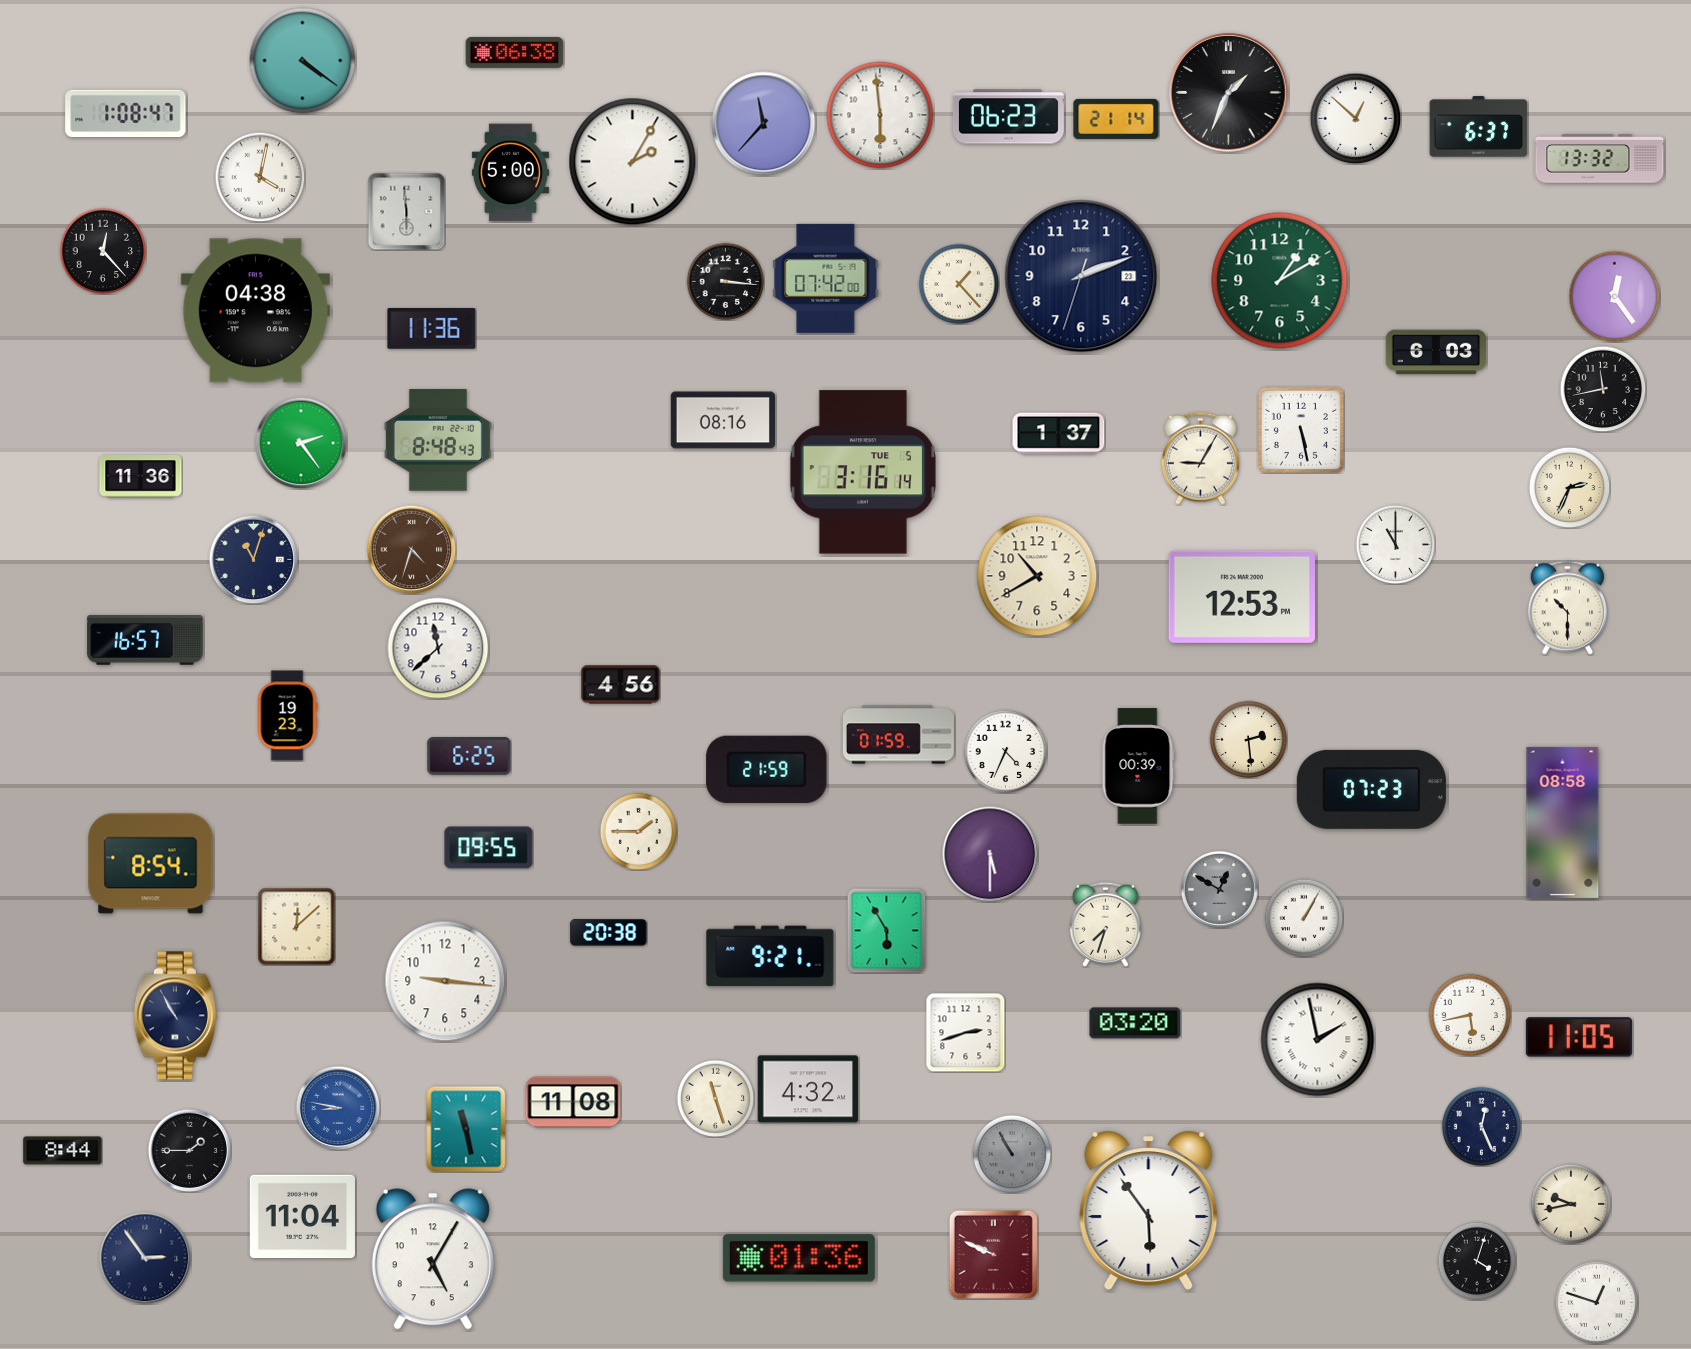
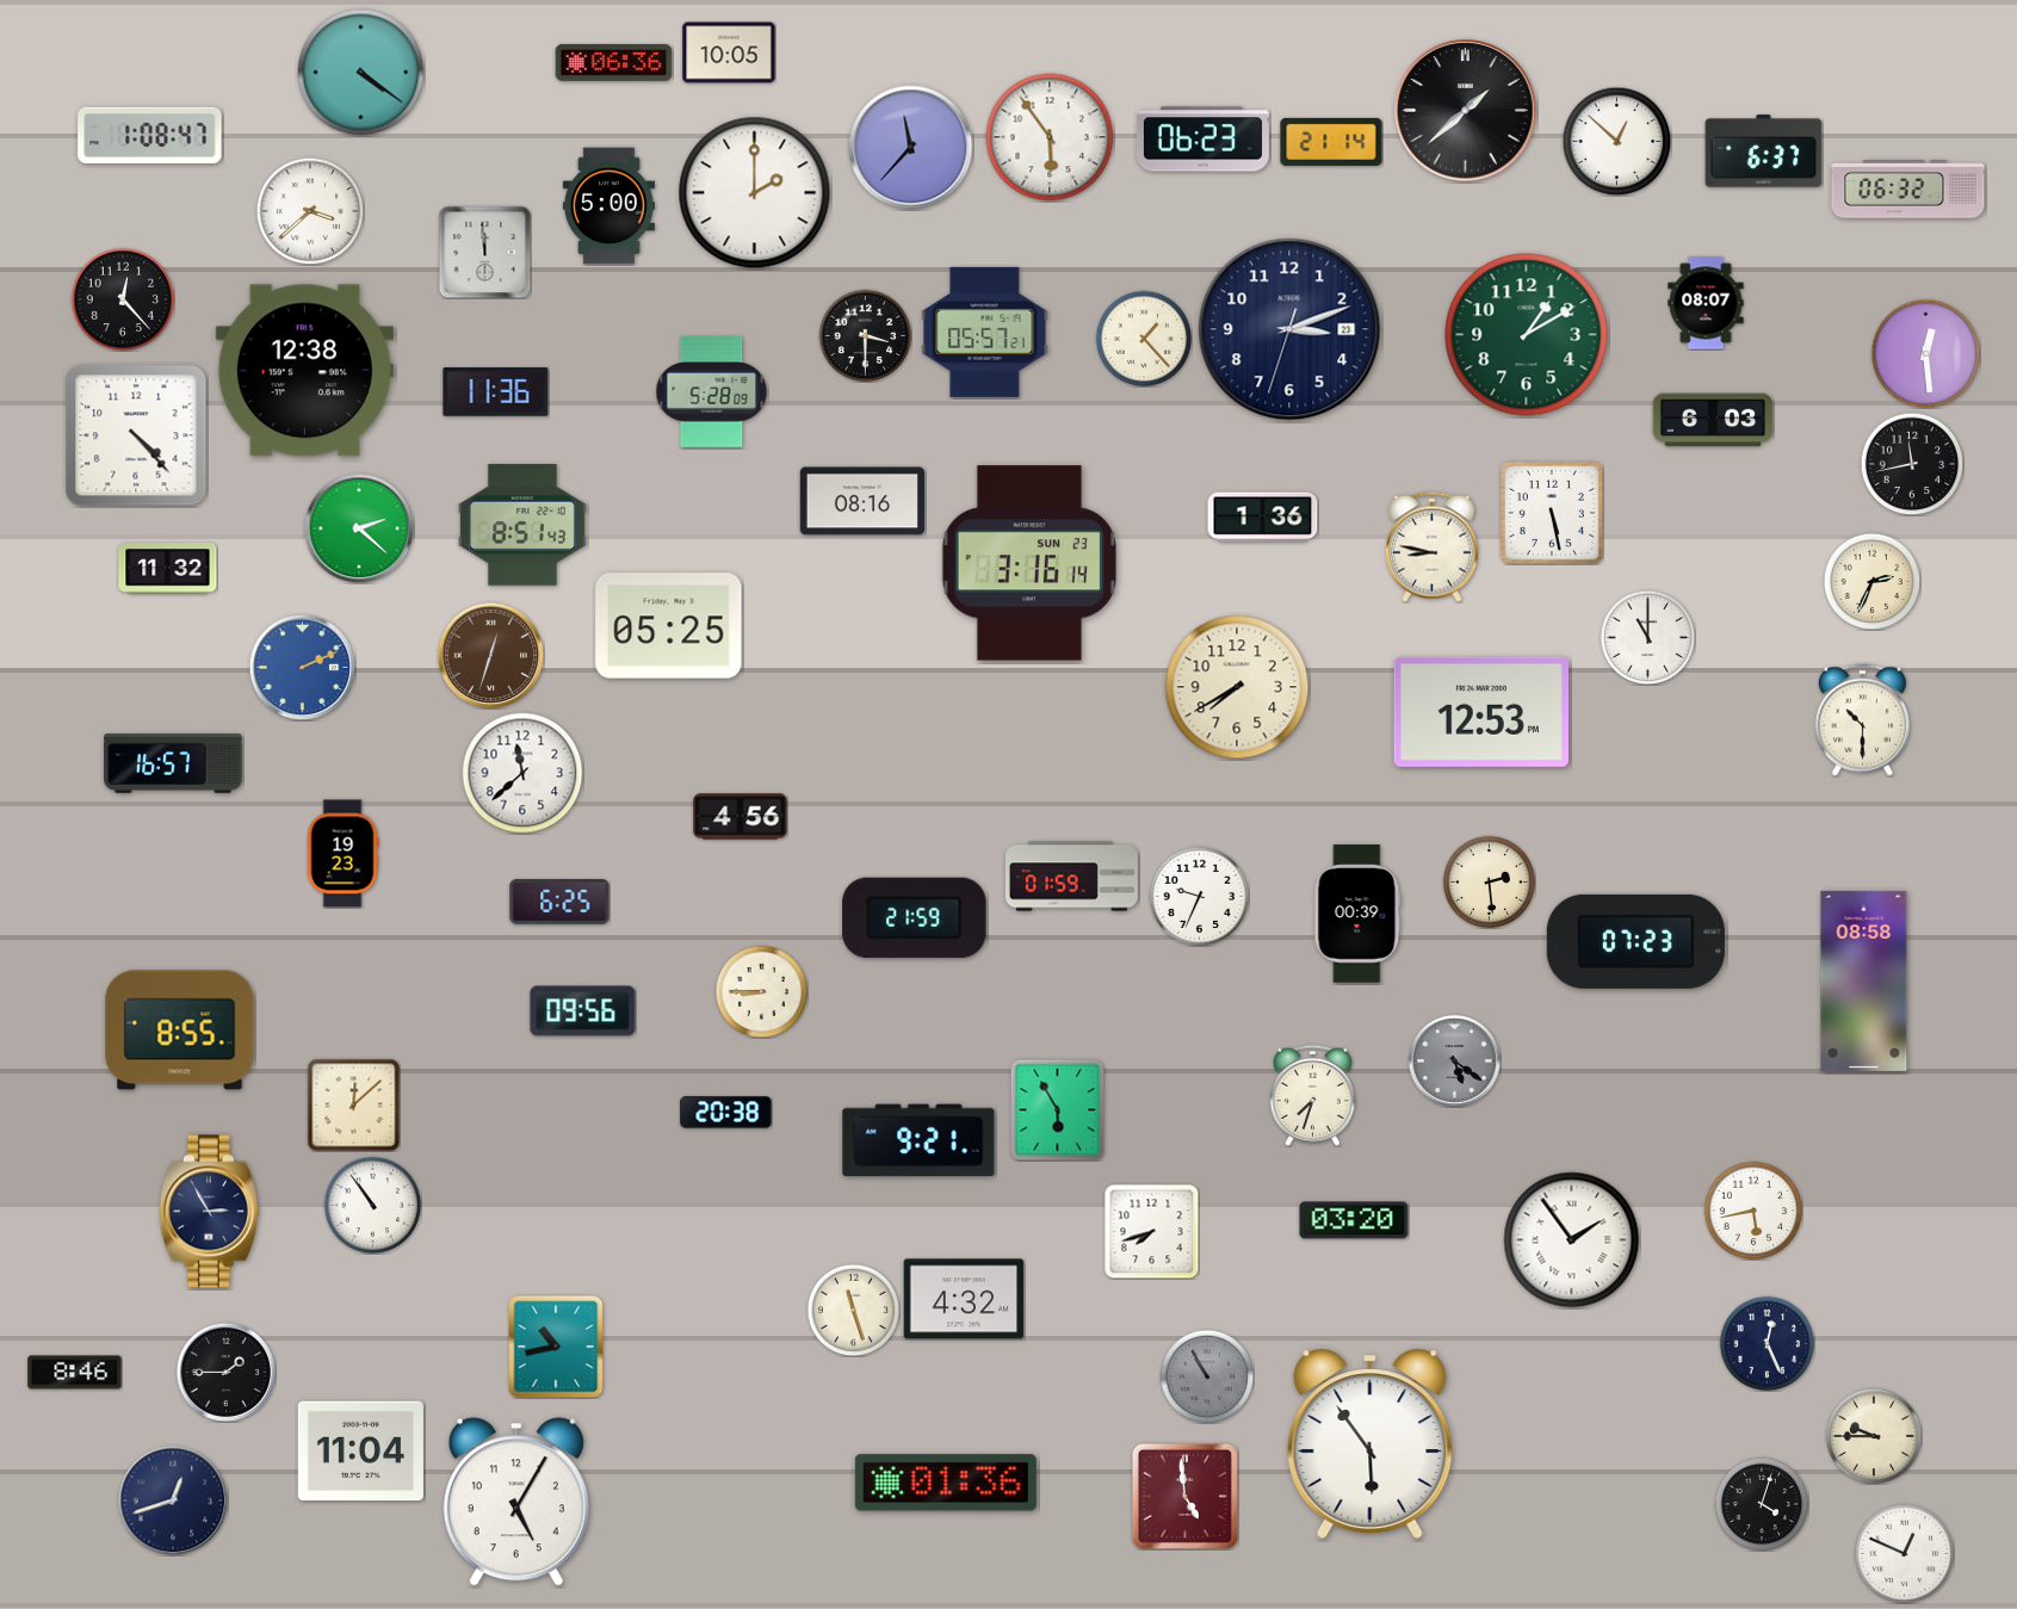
clock at (729, 52): none -> 10:05
clock at (515, 52): 06:38 -> 06:36
clock at (1229, 93): 1:34 -> 1:38
clock at (880, 115): 5:59 -> 5:54
clock at (1600, 159): 13:32 -> 06:32
clock at (633, 162): 2:05 -> 2:00
clock at (260, 177): 4:02 -> 3:38
clock at (406, 211): 5:59 -> 11:59
clock at (1706, 303): none -> 08:07
clock at (1081, 276): 2:11 -> 3:11
clock at (826, 278): 07:42 -> 05:57
clock at (725, 281): 3:16 -> 3:30
clock at (1614, 296): 12:24 -> 12:29
clock at (255, 311): 04:38 -> 12:38
clock at (432, 329) position: (432, 329) -> (496, 392)
clock at (712, 392): none -> 5:28
clock at (136, 435): none -> 4:23
clock at (1059, 434): 1:37 -> 1:36
clock at (438, 440): 8:48 -> 8:51
clock at (301, 443): 2:24 -> 2:22
clock at (1200, 458): 9:05 -> 8:47
clock at (863, 472) date: TUE 5 -> SUN 23
clock at (141, 477): 11:36 -> 11:32
clock at (669, 626): none -> 05:25
clock at (1395, 544) position: (1395, 544) -> (1647, 637)
clock at (411, 549): 4:33 -> 12:33
clock at (253, 559): 11:03 -> 2:11
clock at (253, 559) dial: navy -> blue
clock at (1037, 576): 10:40 -> 7:40
clock at (1567, 608) position: (1567, 608) -> (1862, 720)
clock at (1005, 751): 4:34 -> 9:34
clock at (638, 831): 1:45 -> 8:45
clock at (489, 848): 09:55 -> 09:56
clock at (990, 854): 5:30 -> none
clock at (151, 864): 8:54 -> 8:55
clock at (1219, 889): 12:50 -> 5:21
clock at (1304, 918): 1:05 -> none
clock at (1105, 924) position: (1105, 924) -> (1312, 1095)
clock at (445, 981): 9:16 -> none
clock at (372, 1205): none -> 10:54
clock at (175, 1016): 10:55 -> 2:55
clock at (965, 1032): 2:42 -> 7:42
clock at (1579, 1037): 11:05 -> none
clock at (1318, 1040): 1:58 -> 1:54
clock at (573, 1102): 11:08 -> none
clock at (337, 1107): 8:47 -> none
clock at (466, 1129): 11:28 -> 10:43
clock at (63, 1151): 8:44 -> 8:46
clock at (1571, 1204): 9:43 -> 9:45
clock at (993, 1254): 9:49 -> 4:59
clock at (145, 1258): 2:54 -> 12:42
clock at (799, 1258) position: (799, 1258) -> (946, 1483)
clock at (1596, 1302): 12:48 -> 12:49
